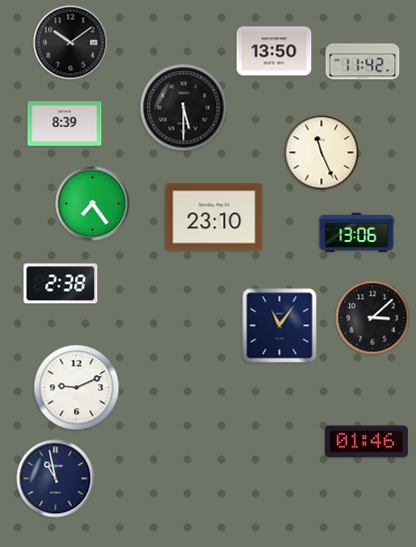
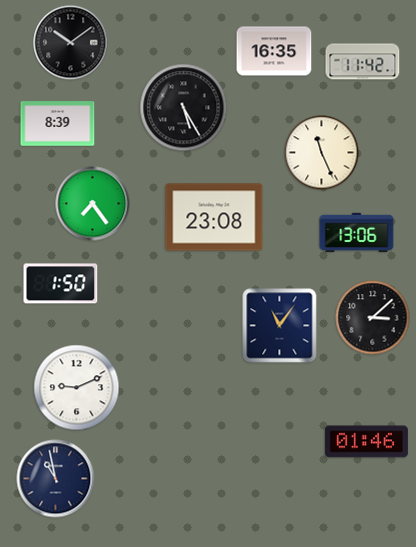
clock at (274, 51): 13:50 -> 16:35
clock at (184, 108): 5:30 -> 5:25
clock at (65, 124) position: (65, 124) -> (58, 124)
clock at (214, 217): 23:10 -> 23:08
clock at (61, 284): 2:38 -> 1:50
